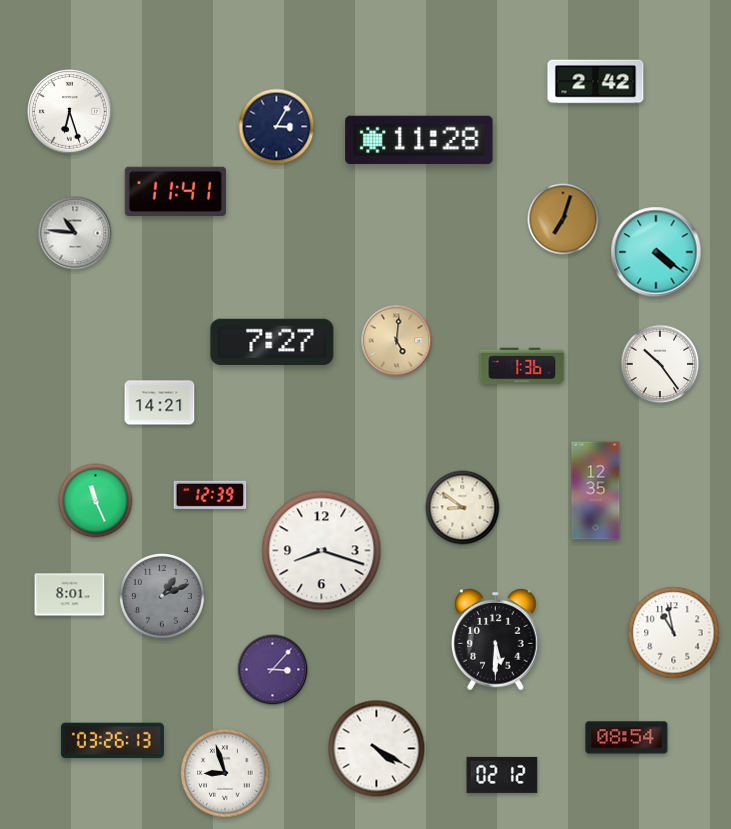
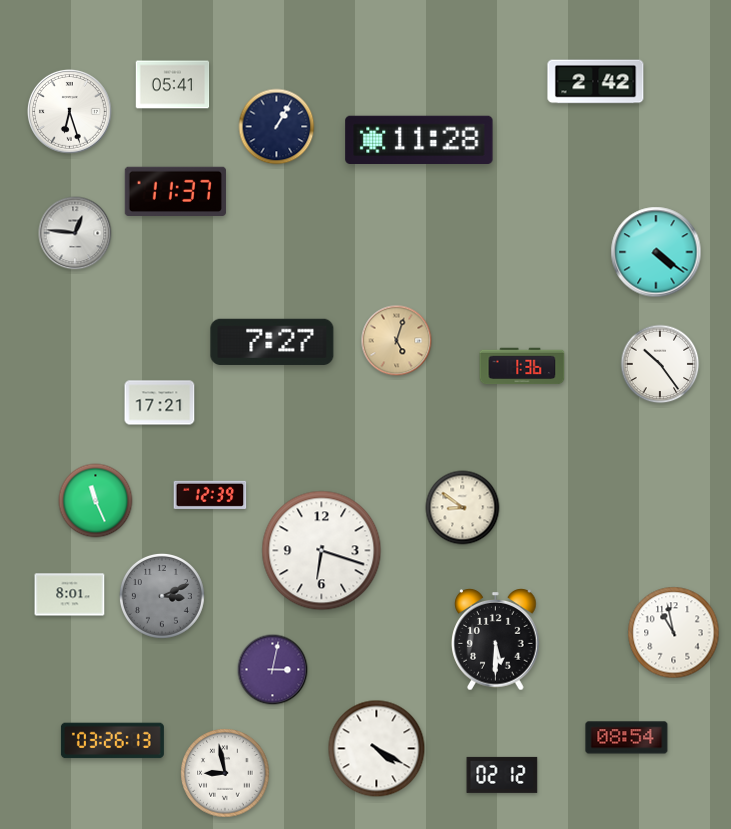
clock at (173, 85): none -> 05:41
clock at (277, 127): 3:05 -> 1:05
clock at (175, 192): 11:41 -> 11:37
clock at (563, 219): 7:03 -> none
clock at (75, 233): 10:46 -> 12:46
clock at (397, 341): 5:01 -> 5:03
clock at (160, 403): 14:21 -> 17:21
clock at (596, 491): 12:35 -> none
clock at (322, 551): 8:18 -> 6:18
clock at (162, 596): 1:11 -> 3:11
clock at (273, 670): 3:07 -> 3:02
clock at (225, 773): 8:57 -> 8:58
